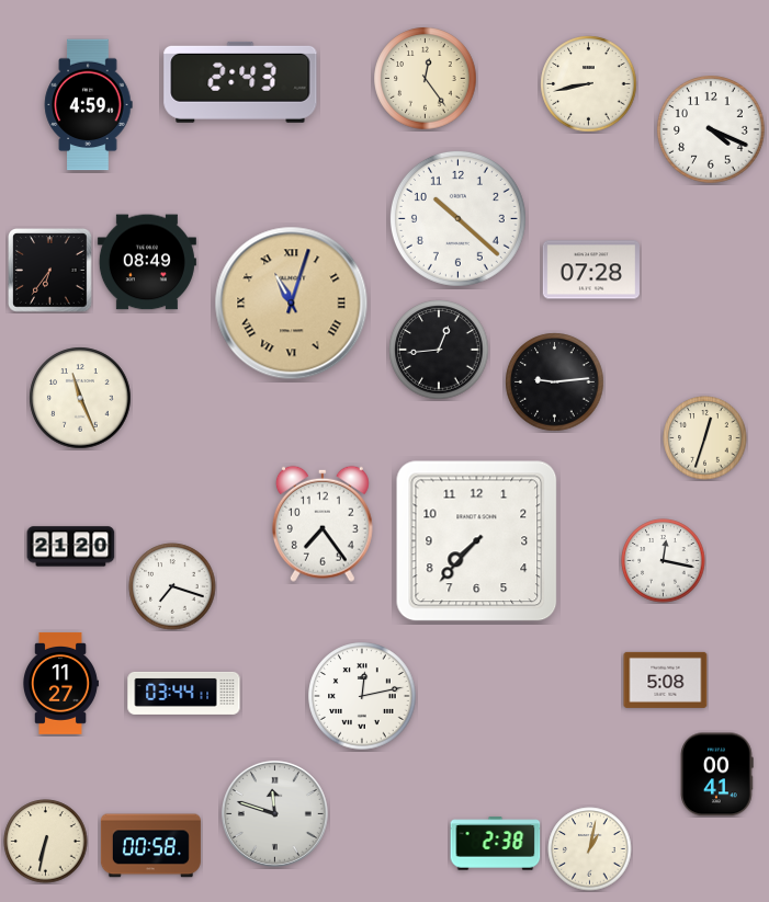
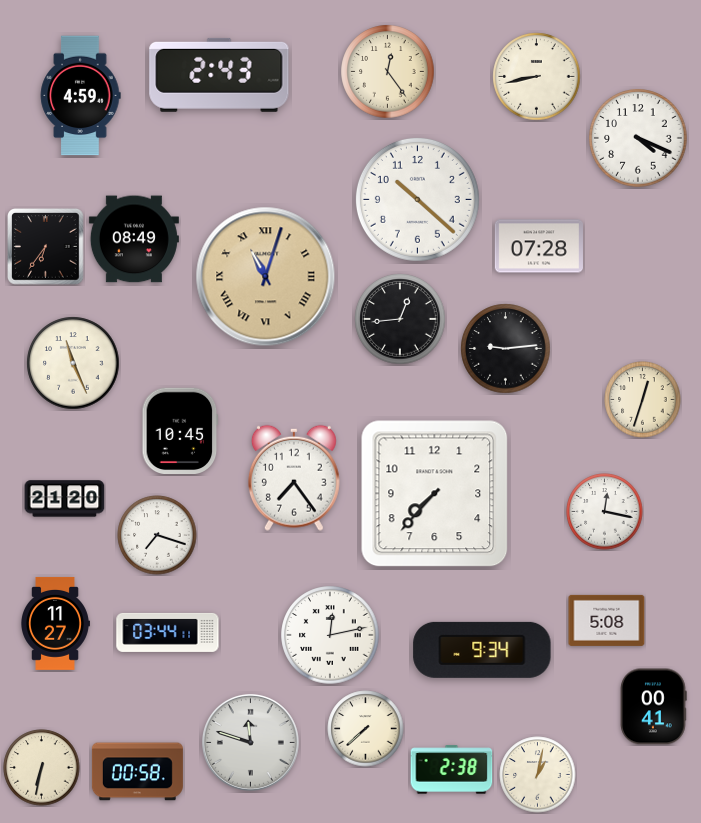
clock at (711, 129) position: (711, 129) -> (638, 138)
clock at (180, 431): none -> 10:45
clock at (482, 650): none -> 9:34
clock at (366, 729): none -> 7:38
